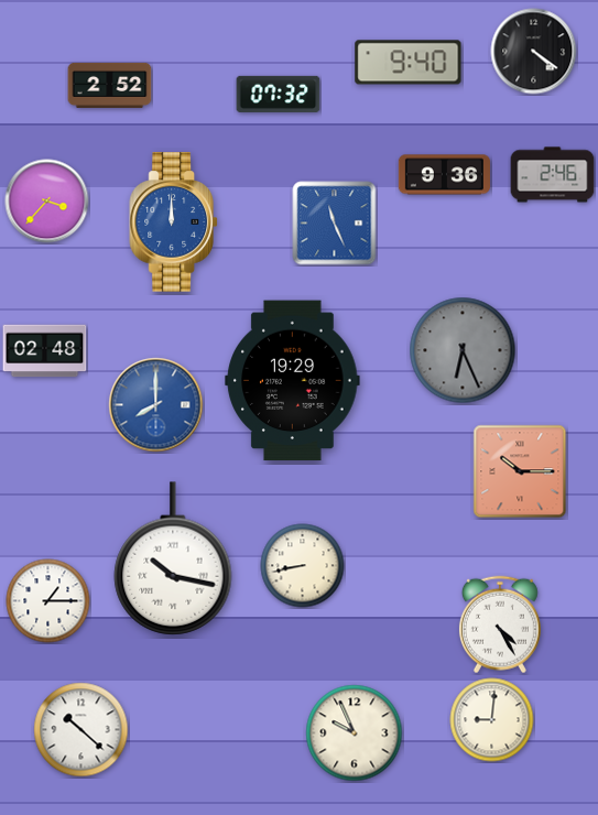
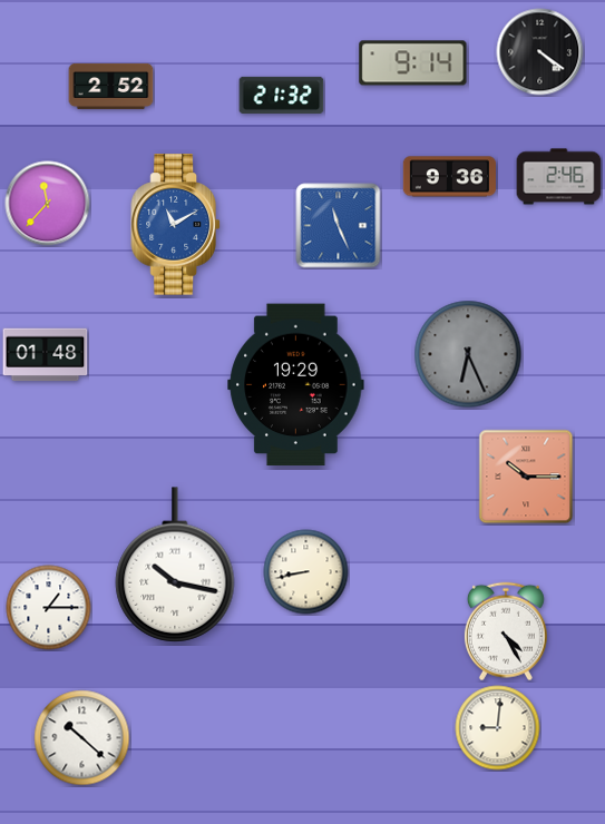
clock at (409, 63): 9:40 -> 9:14
clock at (279, 94): 07:32 -> 21:32
clock at (47, 202): 3:37 -> 11:37
clock at (173, 222): 12:00 -> 11:10
clock at (45, 351): 02:48 -> 01:48
clock at (156, 405): 8:00 -> none
clock at (355, 733): 9:56 -> none
